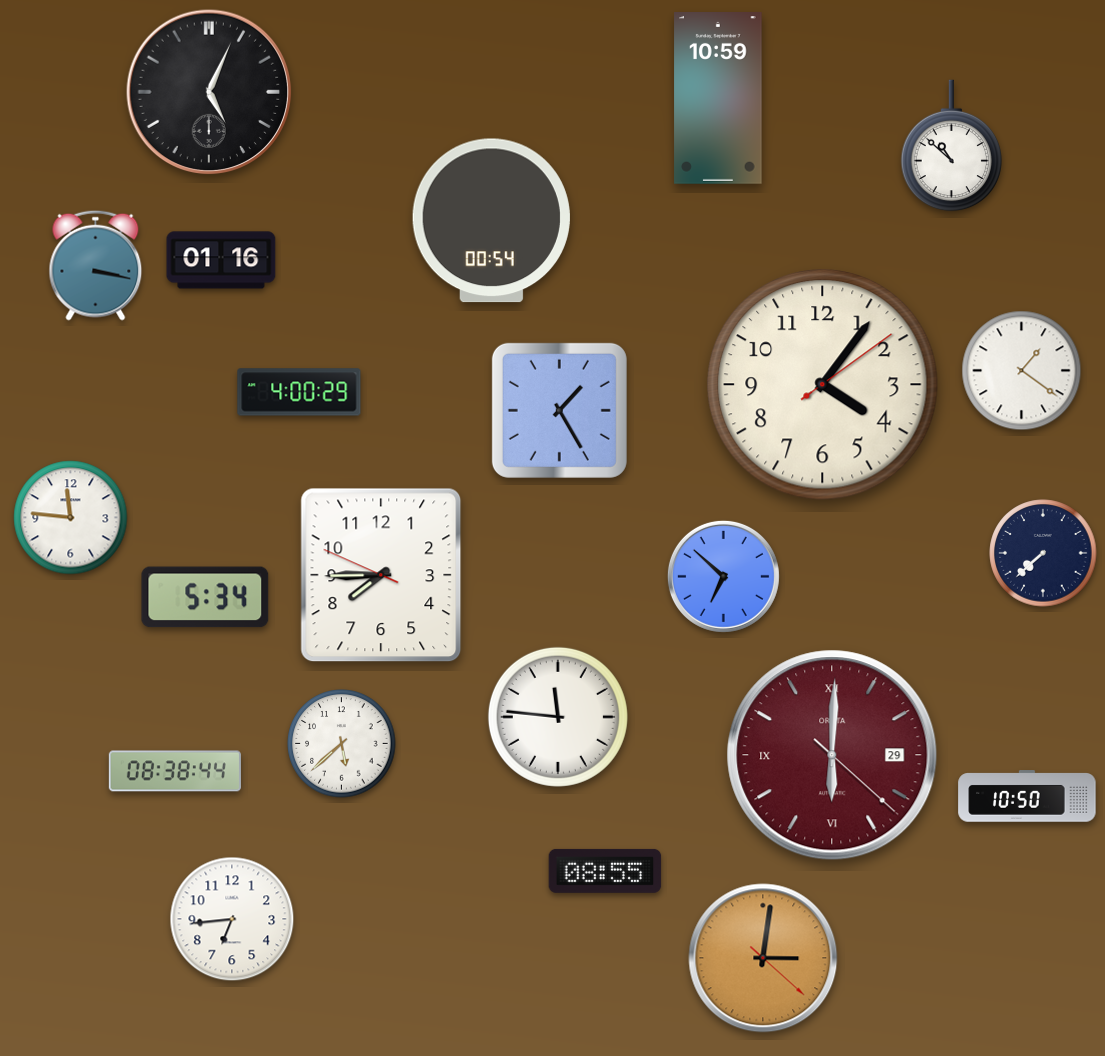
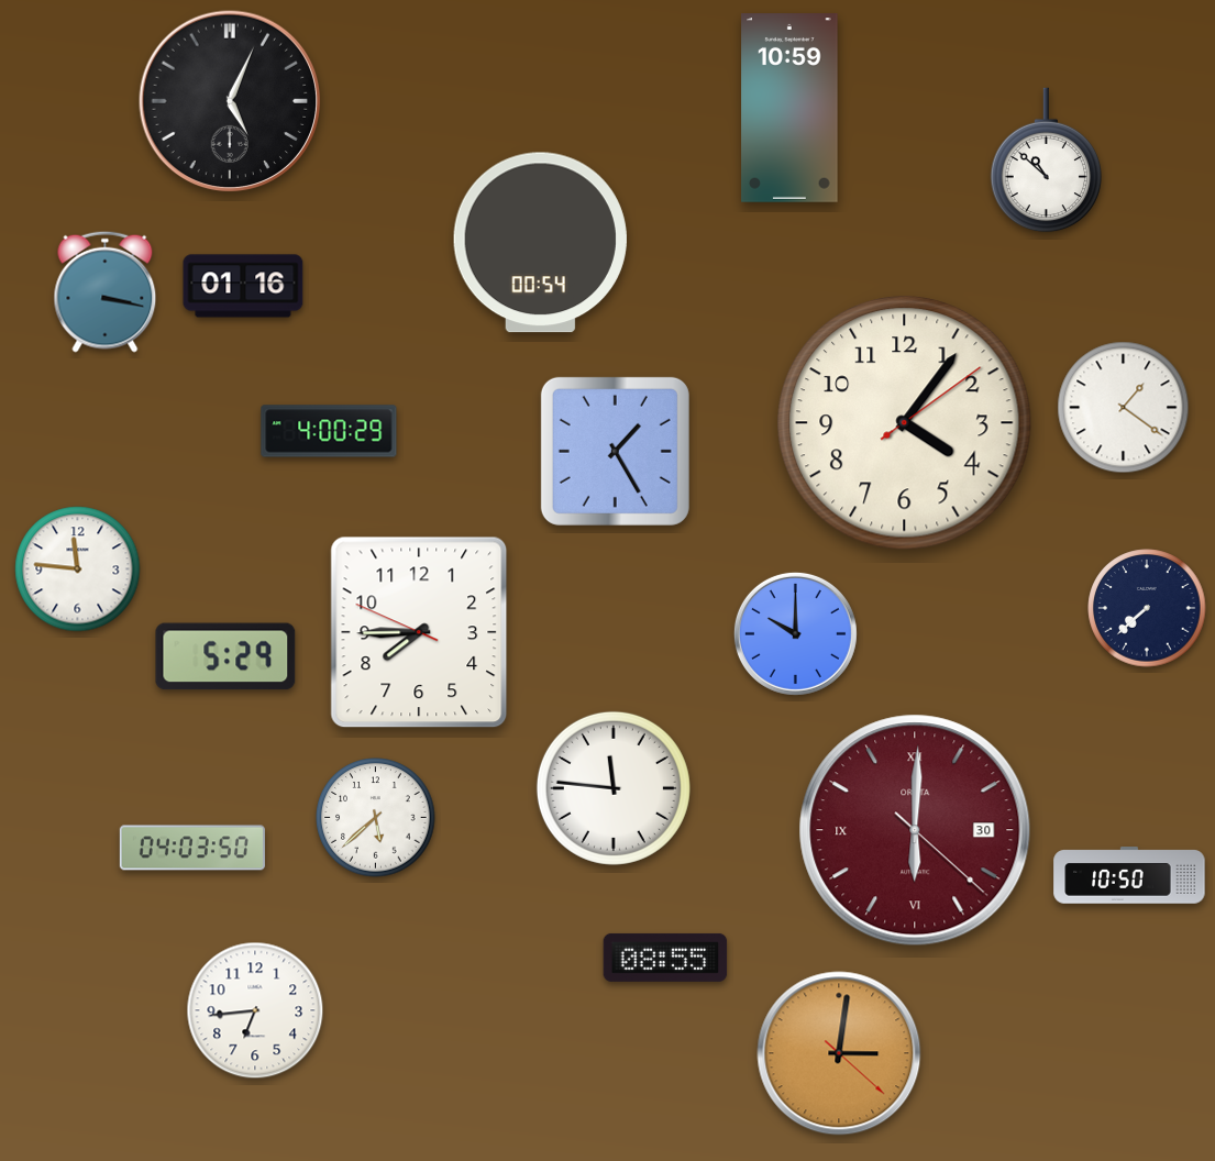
clock at (723, 576): 6:52 -> 10:00
clock at (205, 597): 5:34 -> 5:29
clock at (832, 755) date: 29 -> 30
clock at (175, 771): 08:38 -> 04:03
